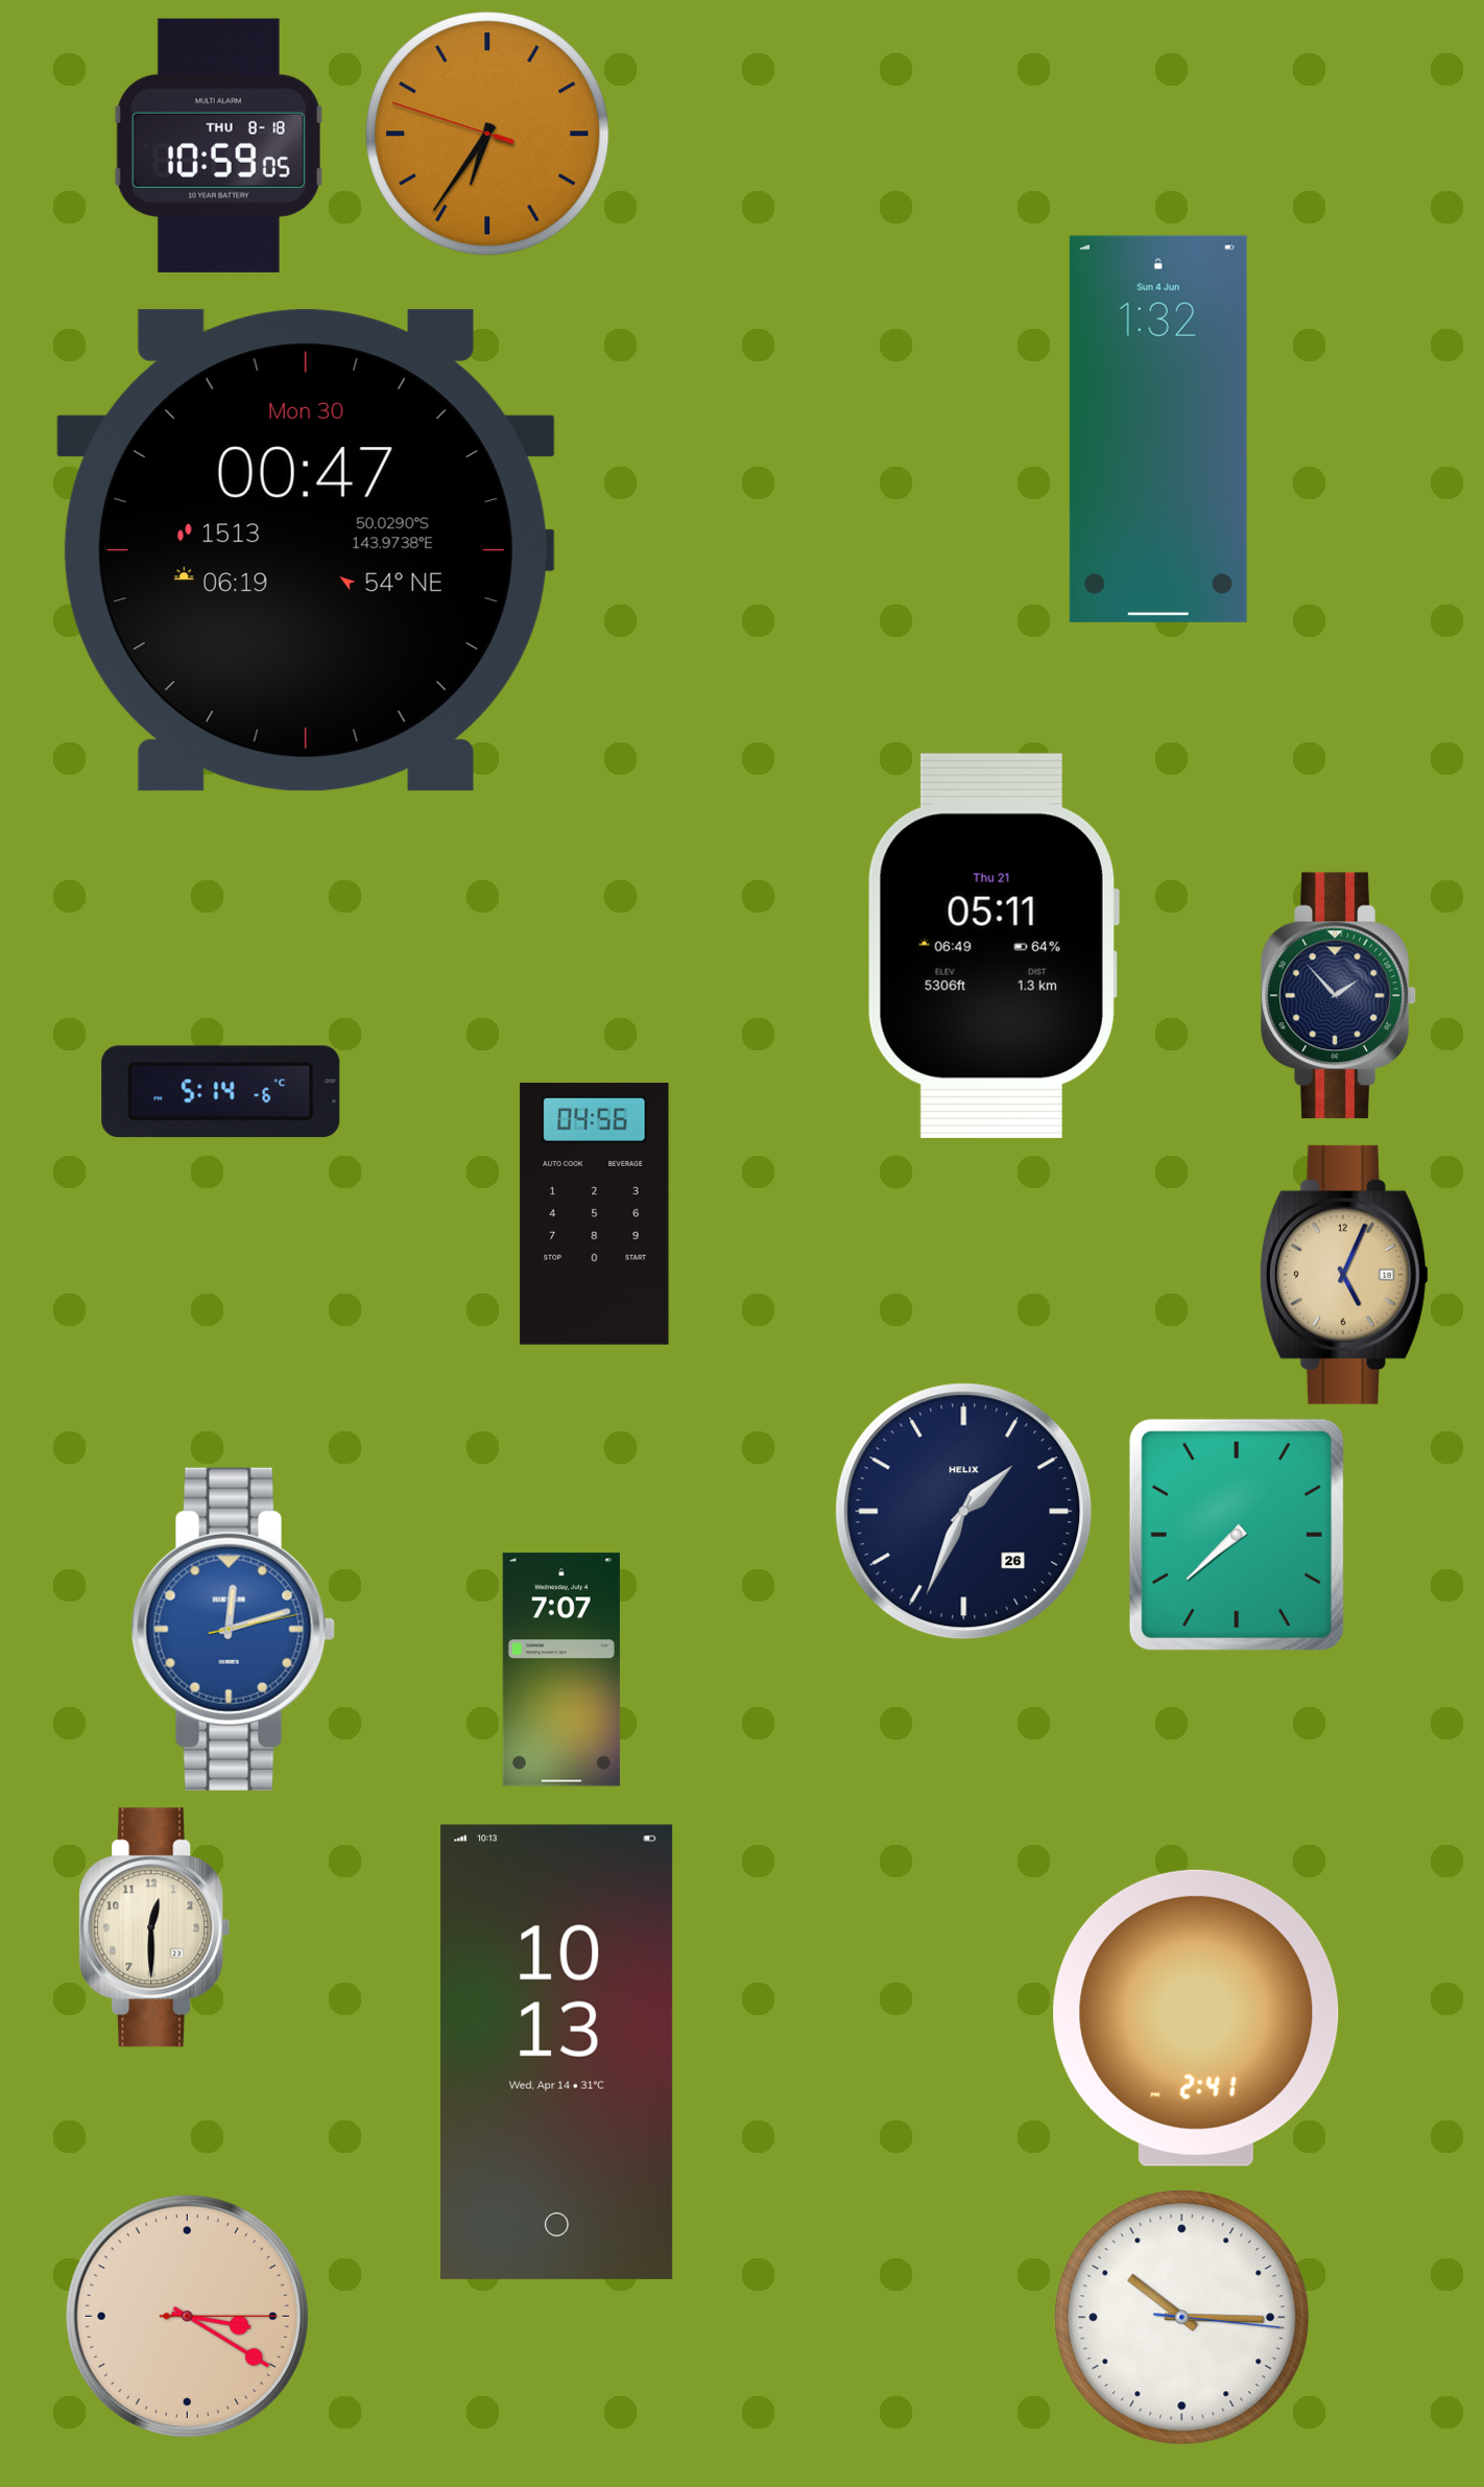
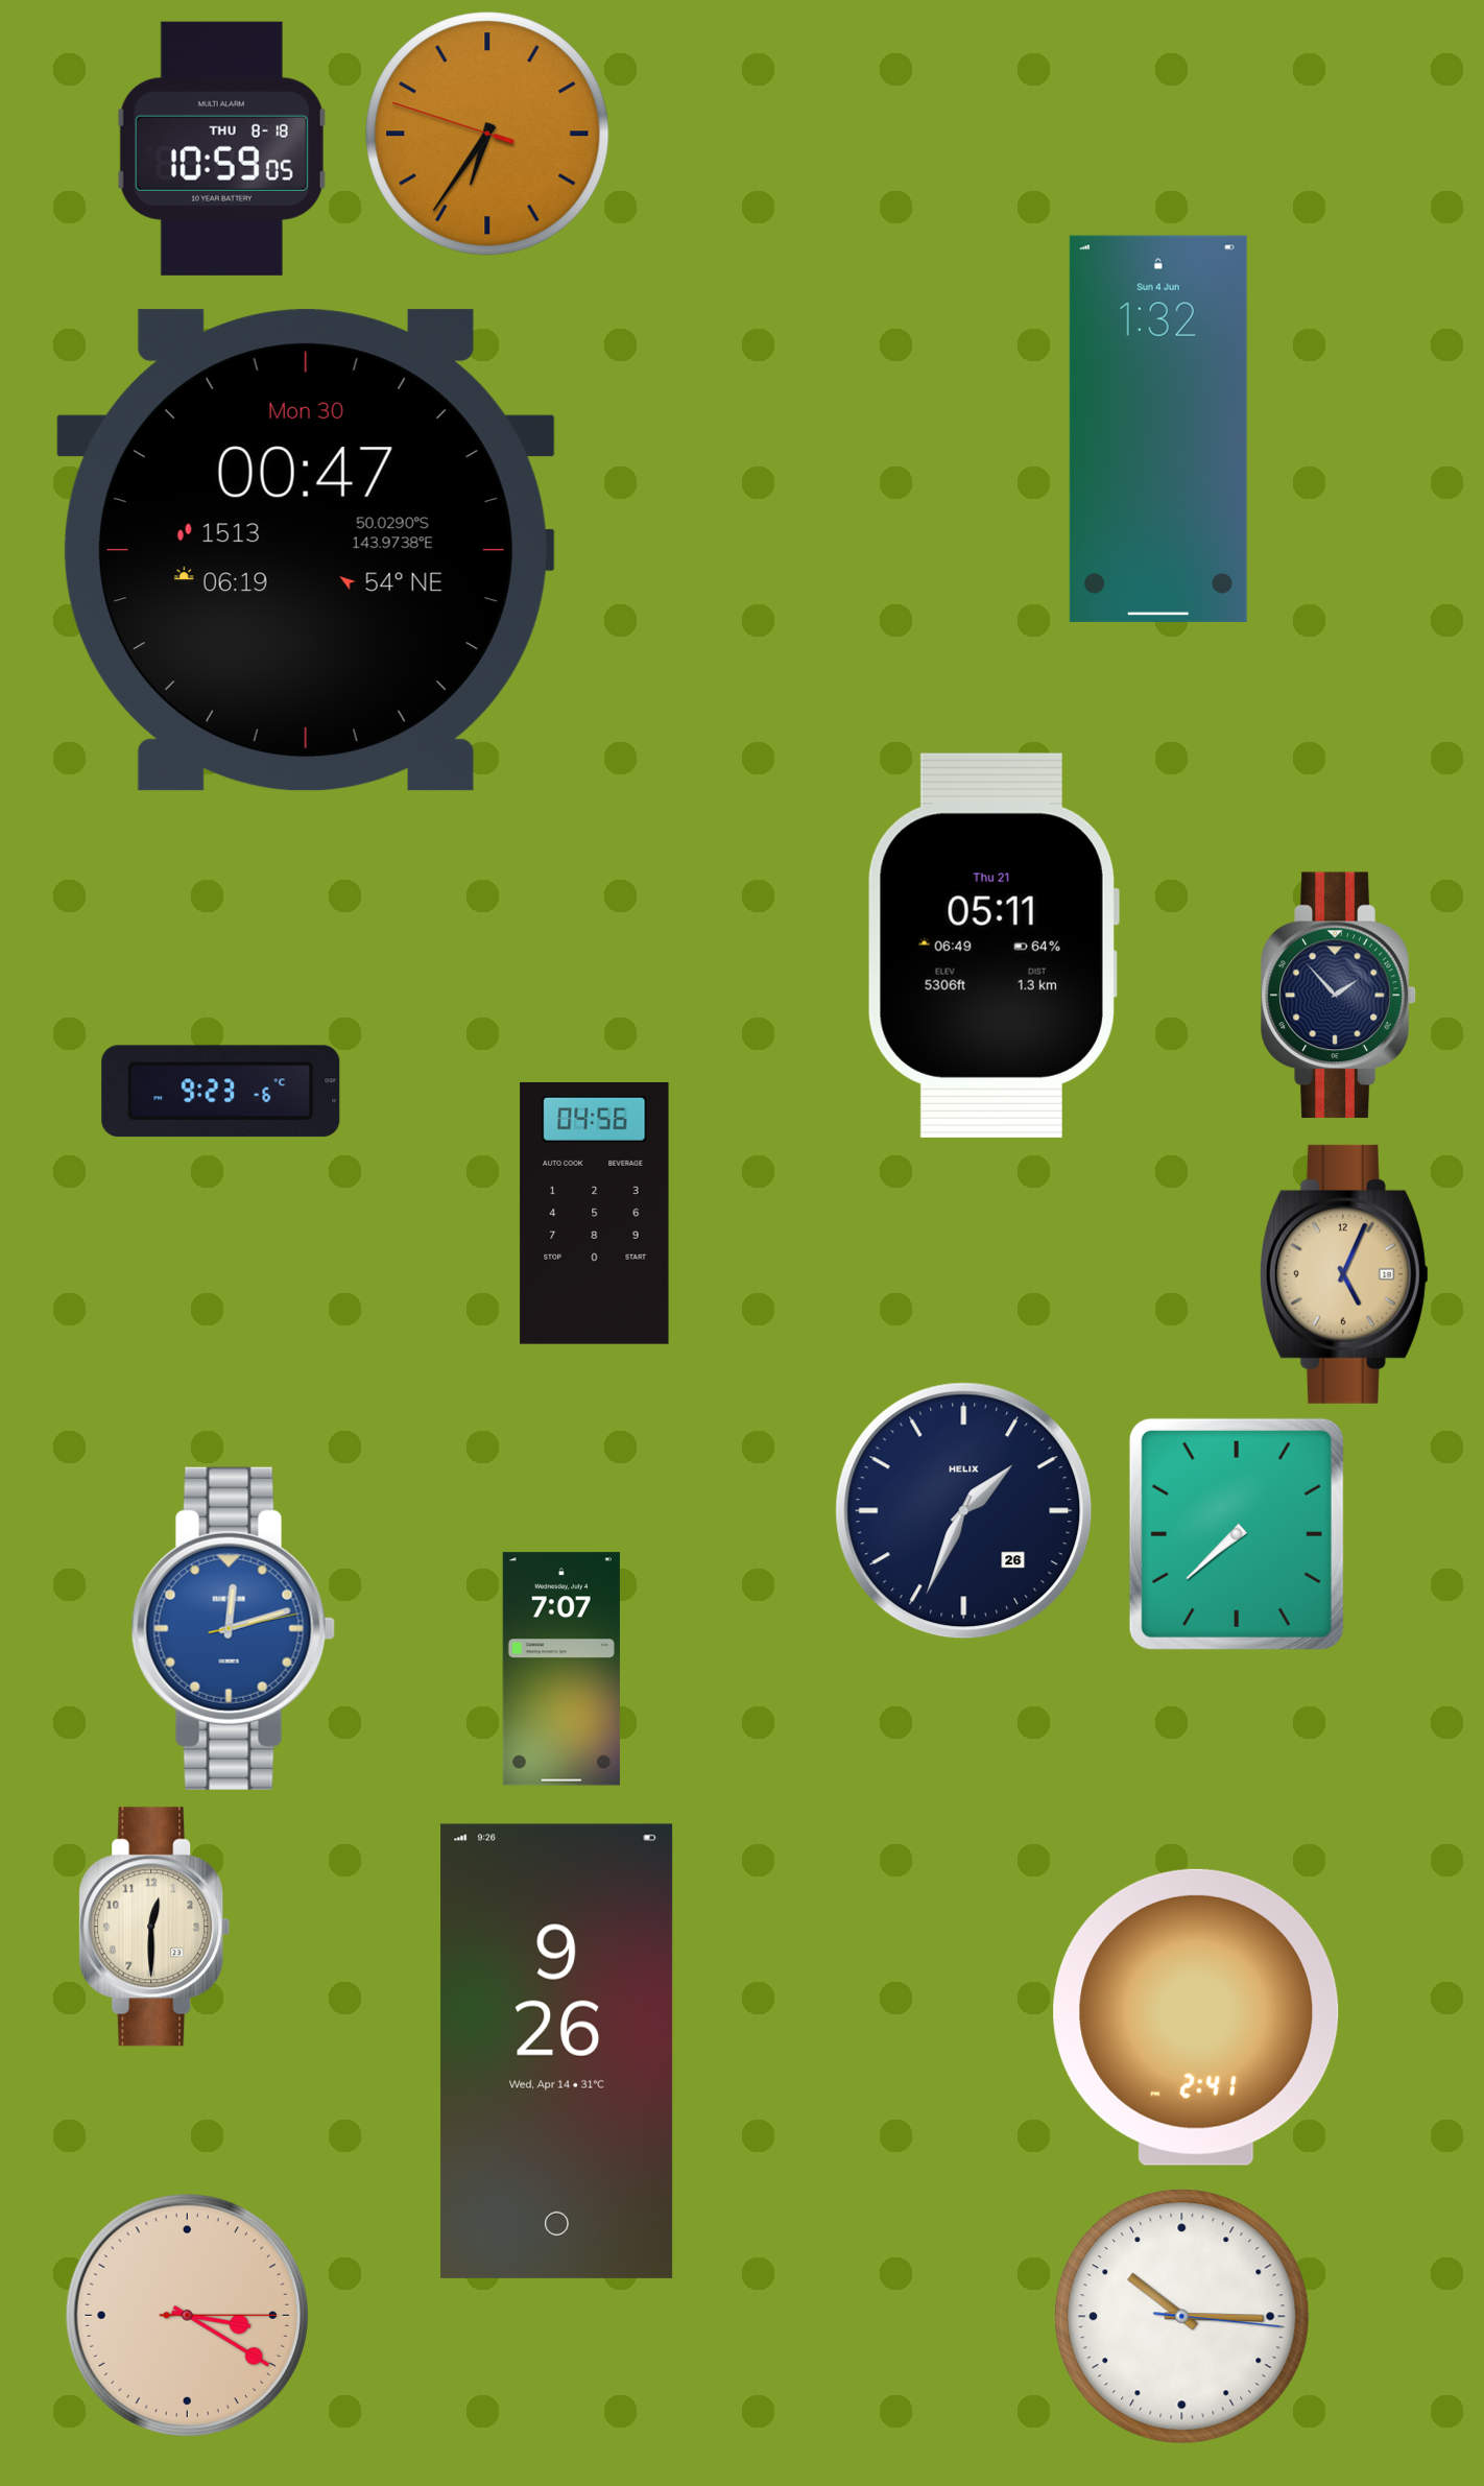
clock at (218, 145) position: (218, 145) -> (221, 148)
clock at (221, 1092): 5:14 -> 9:23
clock at (557, 2052): 10:13 -> 9:26
